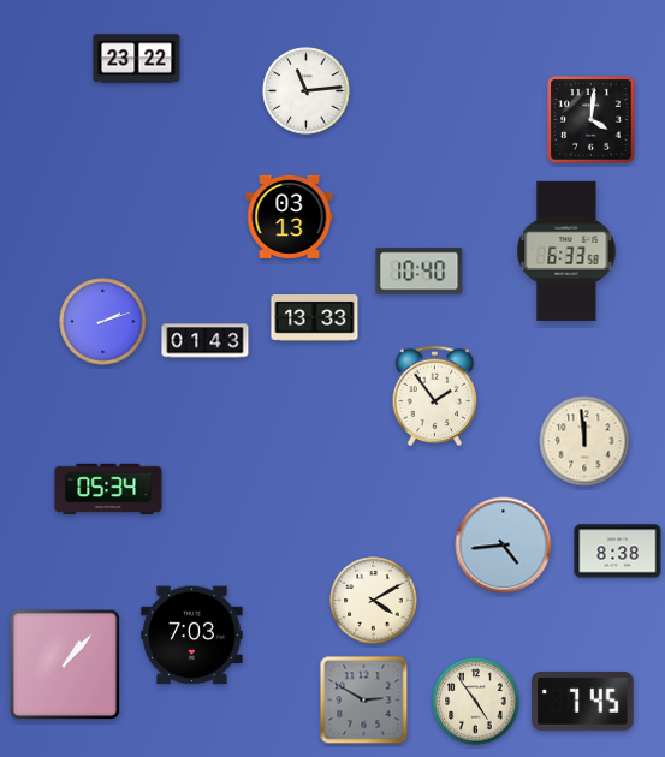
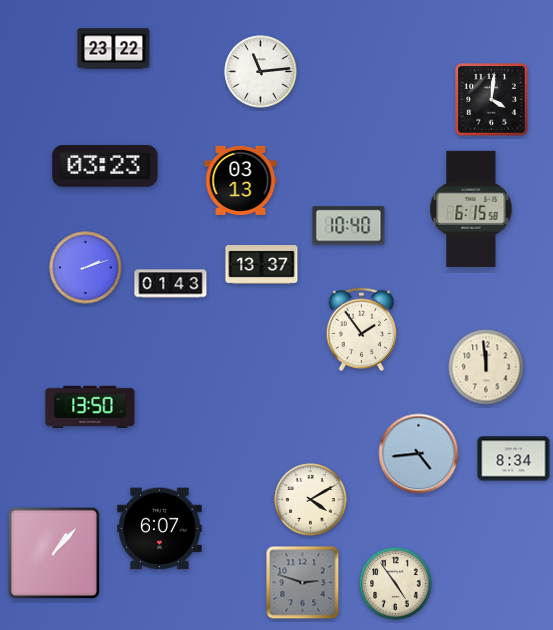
clock at (307, 91) position: (307, 91) -> (261, 72)
clock at (105, 166): none -> 03:23
clock at (566, 251): 6:33 -> 6:15
clock at (315, 318): 13:33 -> 13:37
clock at (108, 488): 05:34 -> 13:50
clock at (618, 552): 8:38 -> 8:34
clock at (192, 636): 7:03 -> 6:07
clock at (364, 701): 2:50 -> 2:48
clock at (583, 701): 7:45 -> none
